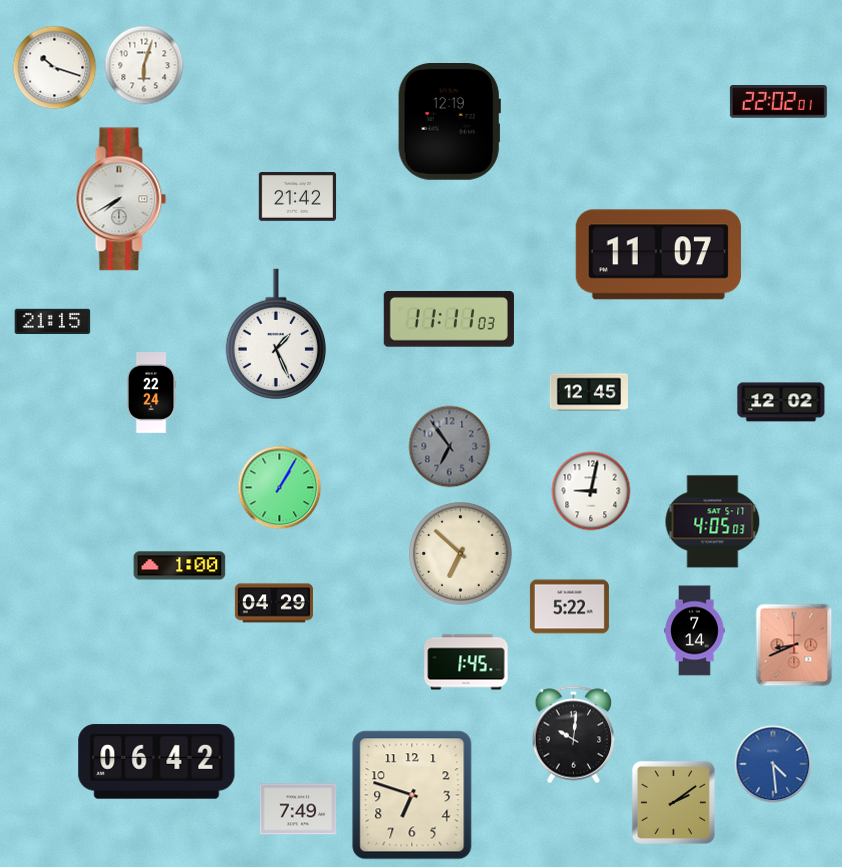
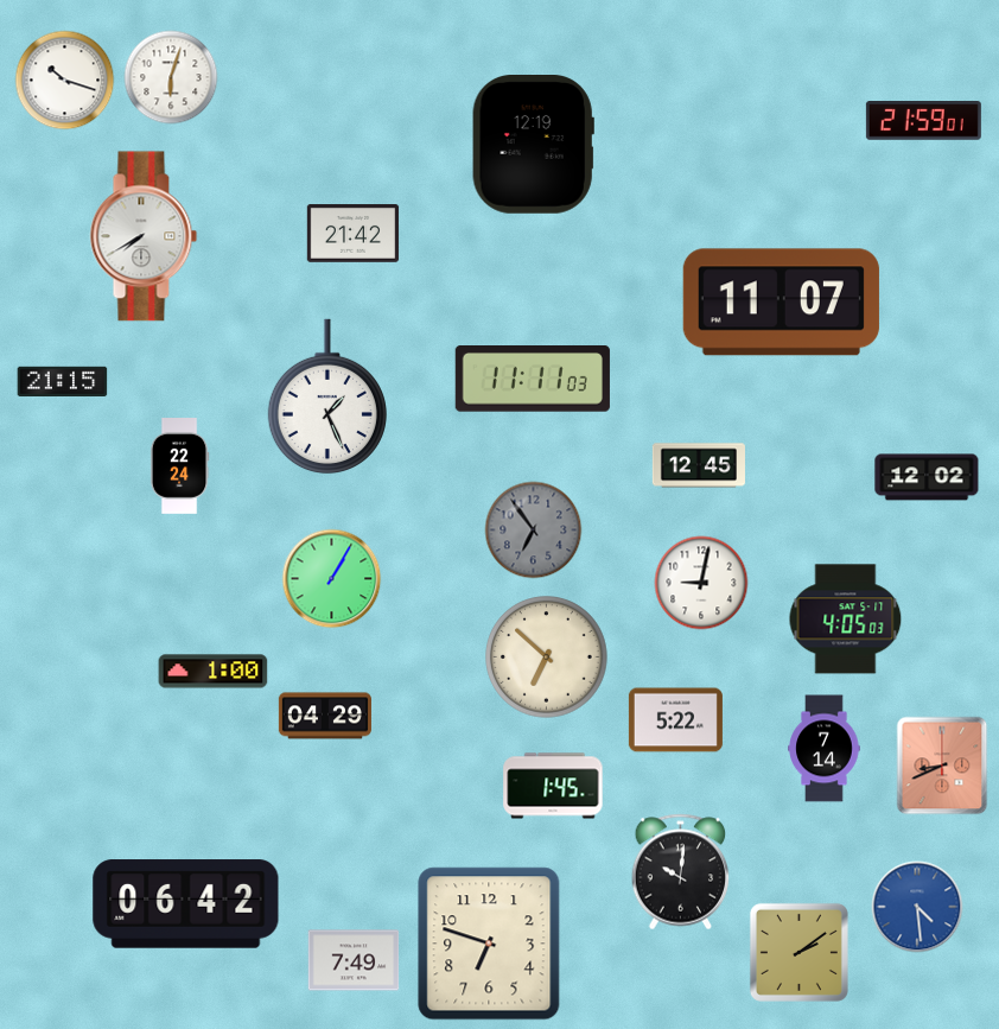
clock at (778, 102): 22:02 -> 21:59
